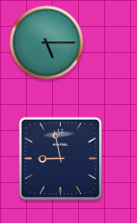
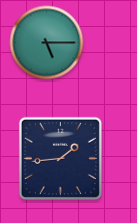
clock at (60, 158): 8:58 -> 1:44
